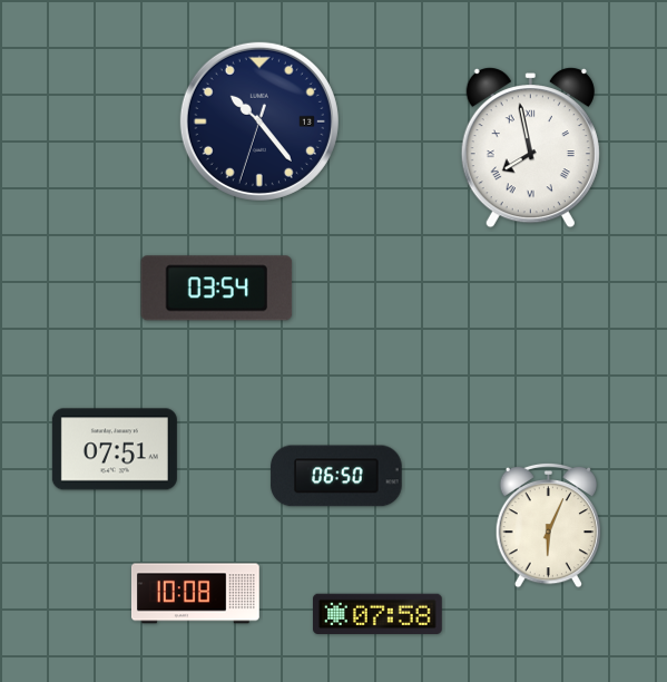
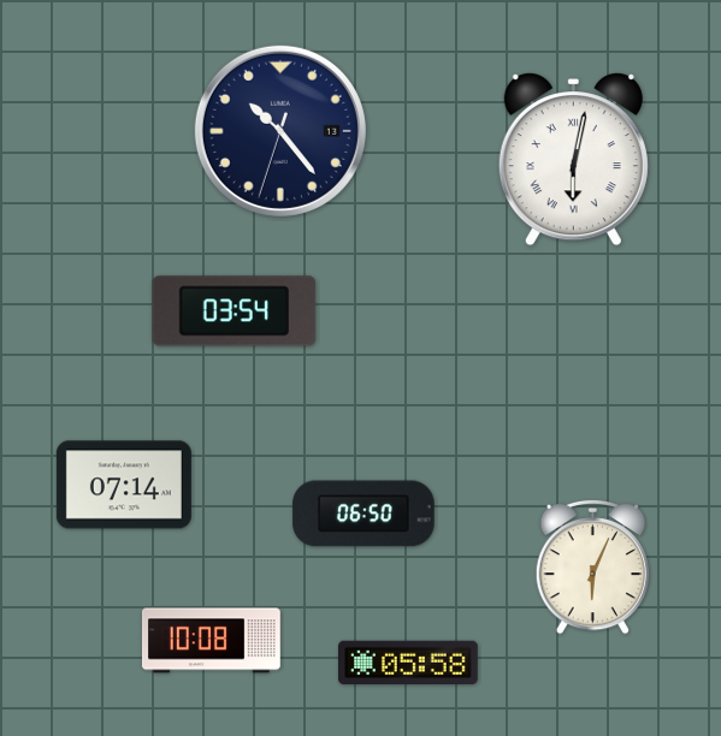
clock at (530, 148): 7:58 -> 6:02
clock at (115, 449): 07:51 -> 07:14
clock at (379, 613): 07:58 -> 05:58
